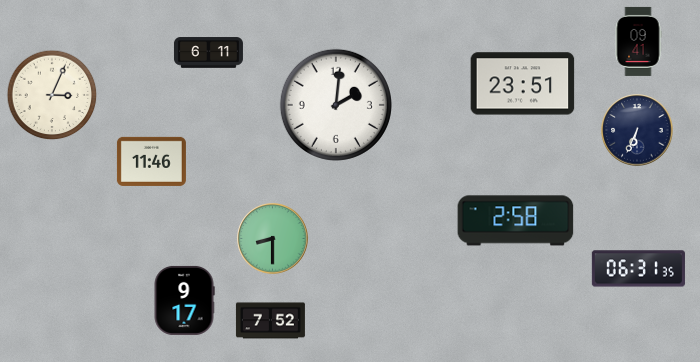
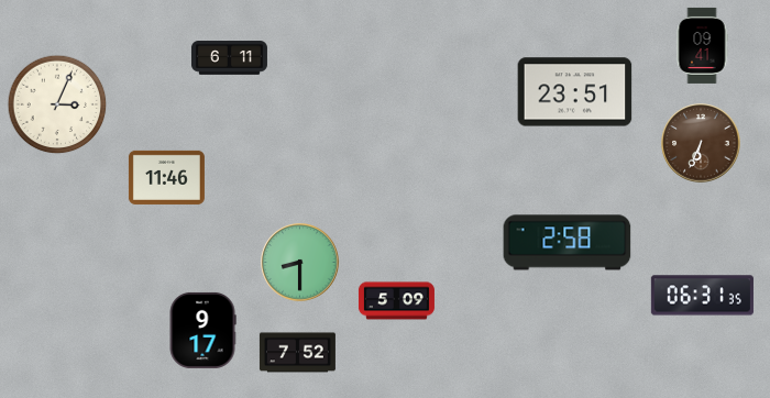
clock at (336, 105): 2:01 -> none
clock at (637, 130) dial: navy -> brown
clock at (396, 301): none -> 5:09
